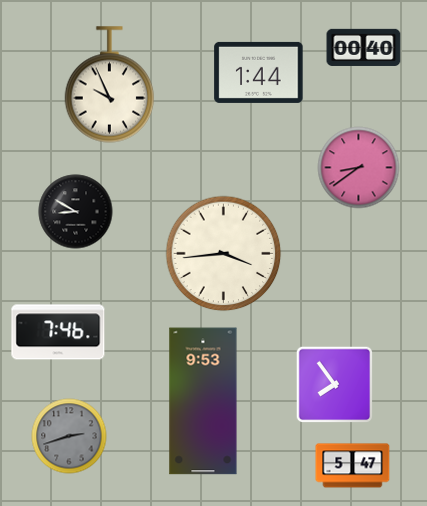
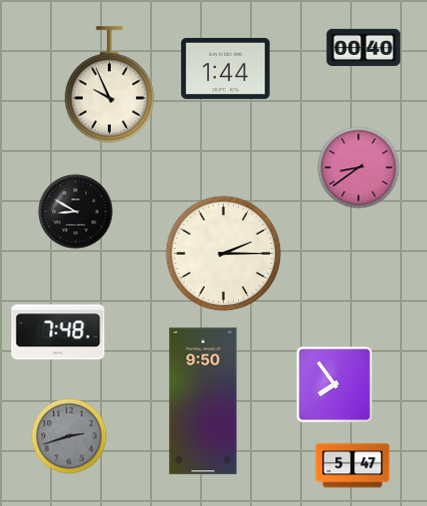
clock at (259, 72) position: (259, 72) -> (226, 68)
clock at (224, 254): 3:44 -> 2:15
clock at (58, 332): 7:46 -> 7:48
clock at (203, 401): 9:53 -> 9:50
